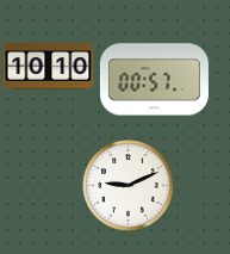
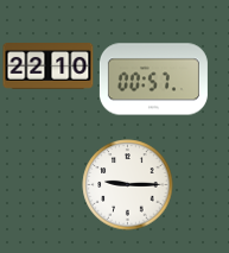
clock at (49, 67): 10:10 -> 22:10
clock at (129, 186): 9:11 -> 9:15
